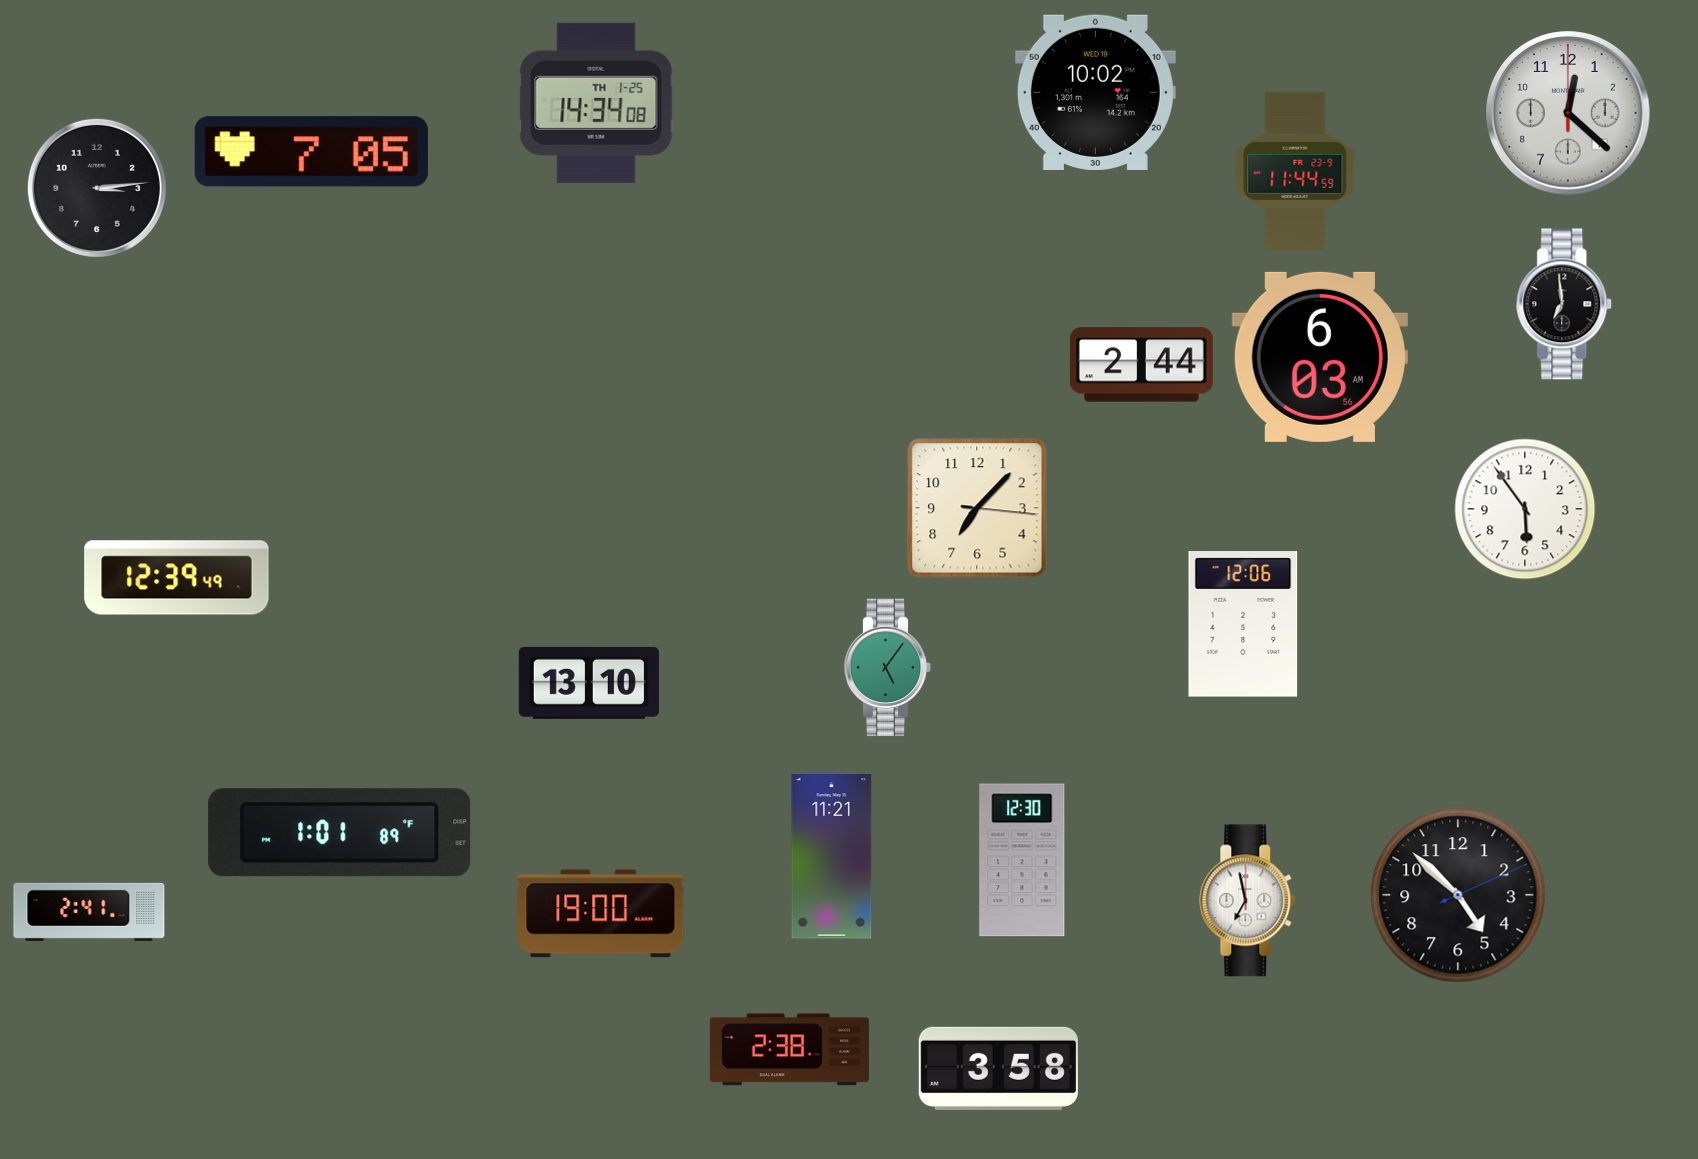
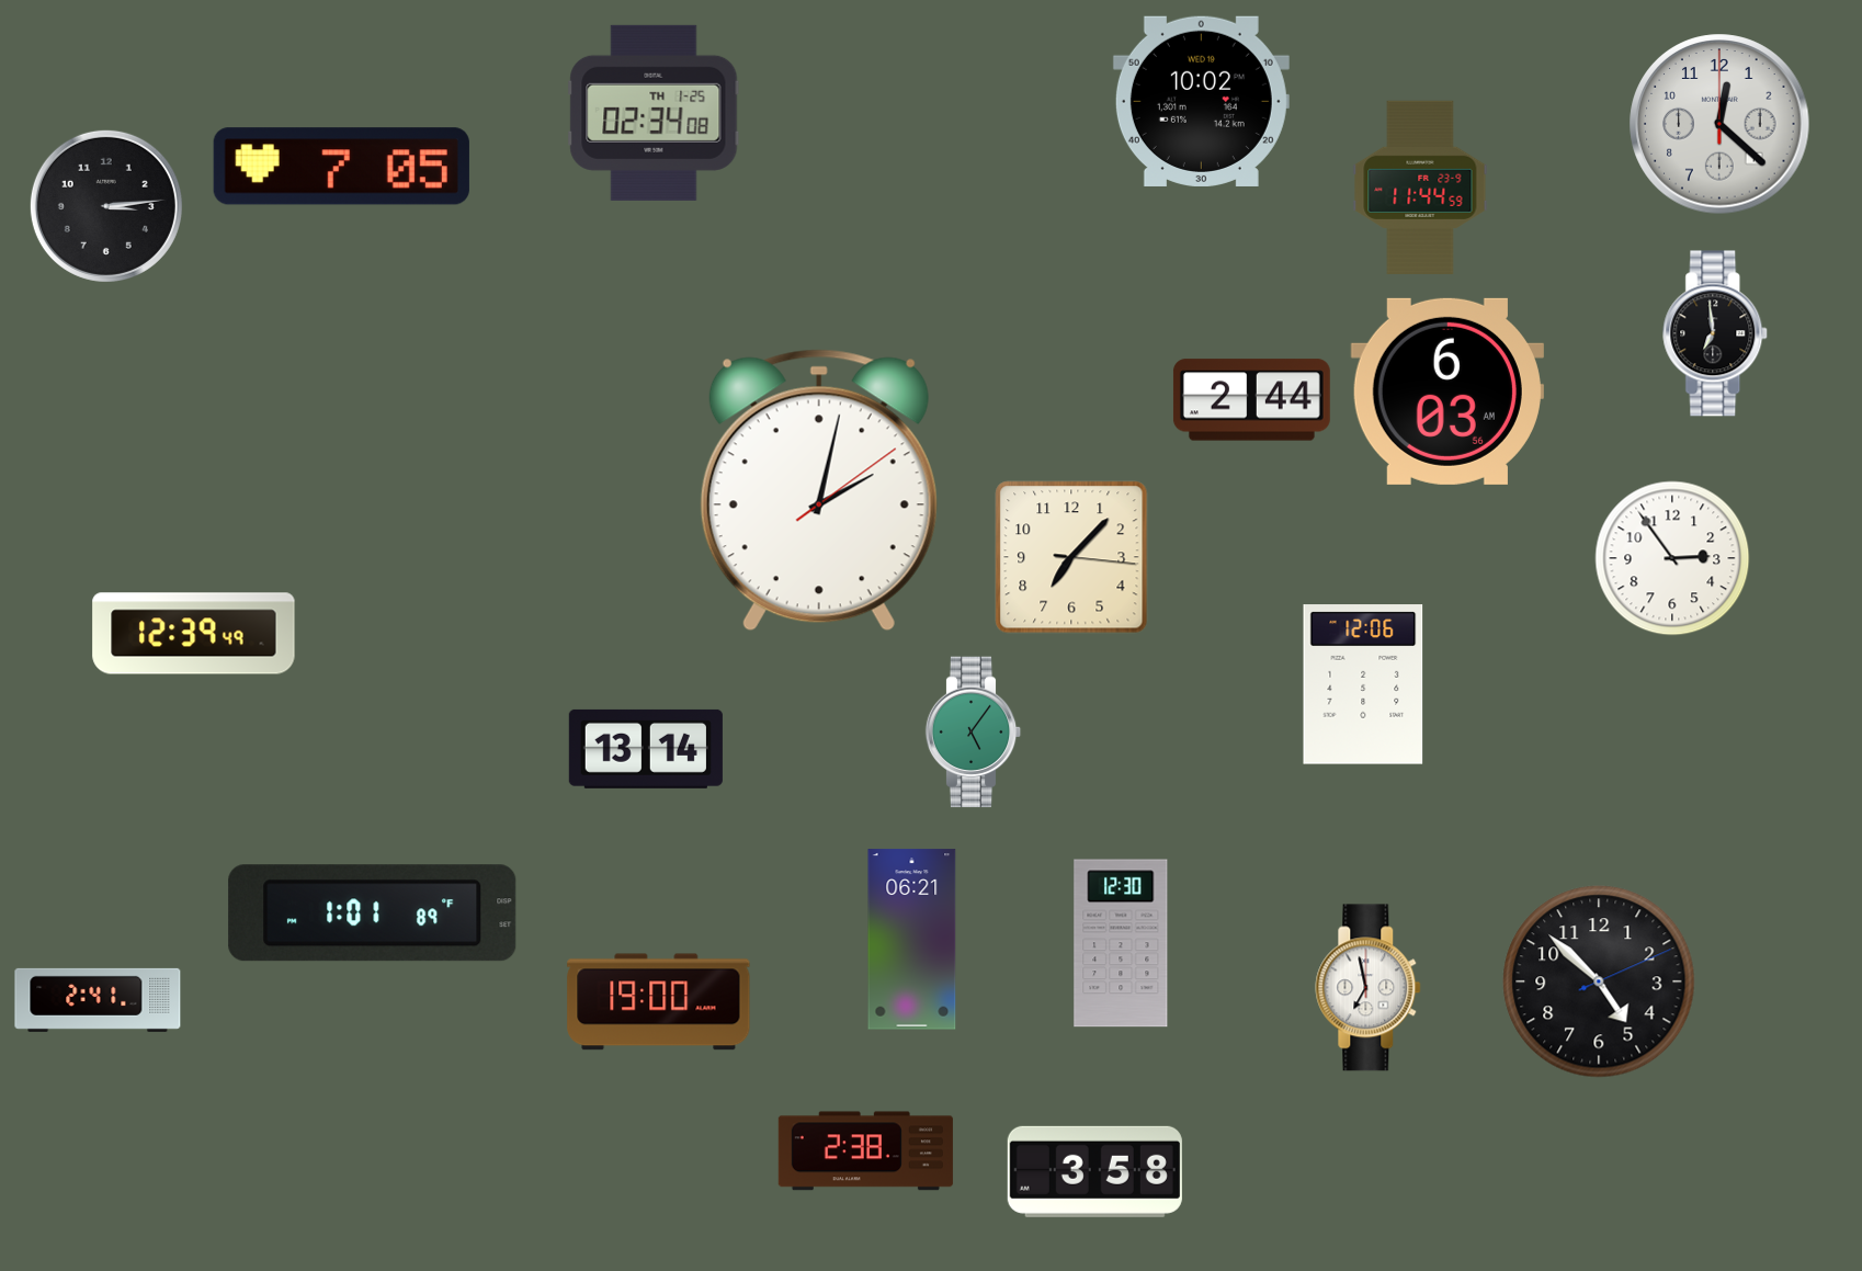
clock at (596, 103): 14:34 -> 02:34
clock at (819, 490): none -> 2:02
clock at (1525, 509): 5:54 -> 2:54
clock at (589, 683): 13:10 -> 13:14
clock at (832, 857): 11:21 -> 06:21
